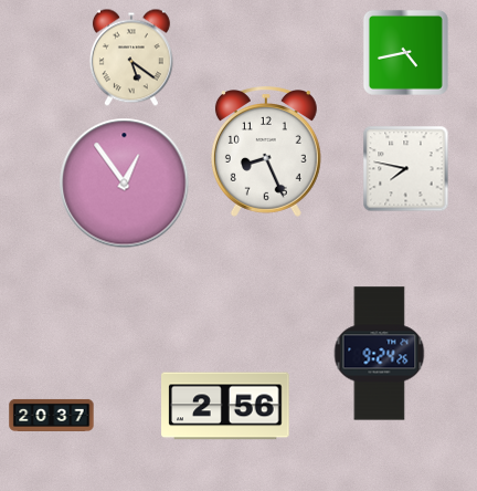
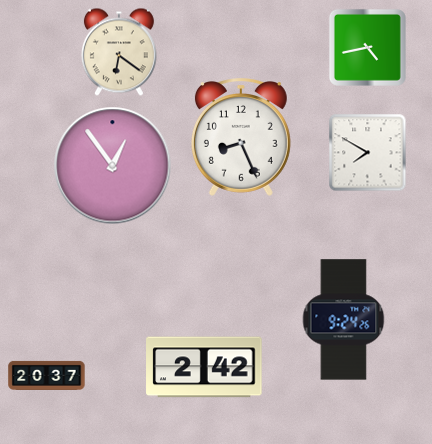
clock at (131, 58): 5:21 -> 6:21
clock at (405, 168): 7:47 -> 7:50
clock at (225, 406): 2:56 -> 2:42
